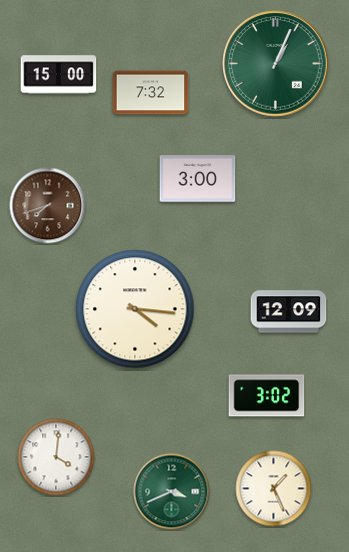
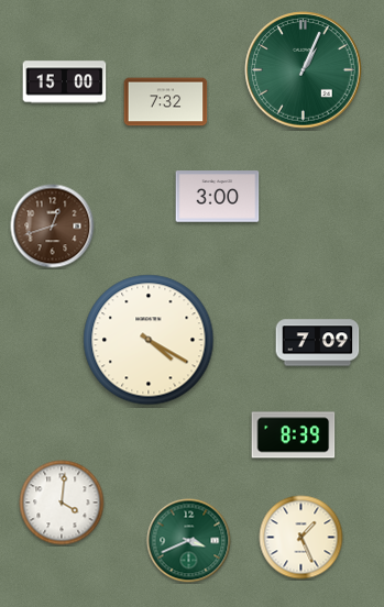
clock at (48, 206): 7:42 -> 12:42
clock at (135, 309): 4:16 -> 4:20
clock at (289, 312): 12:09 -> 7:09
clock at (267, 396): 3:02 -> 8:39
